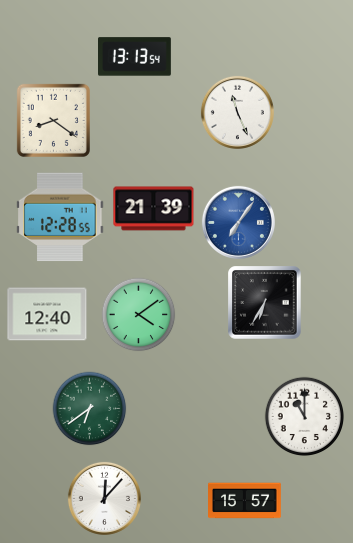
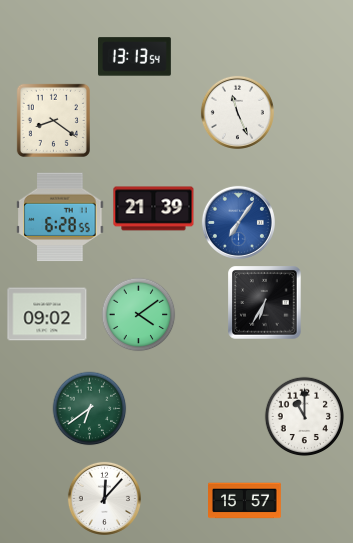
clock at (60, 217): 12:28 -> 6:28
clock at (47, 314): 12:40 -> 09:02
